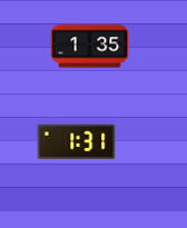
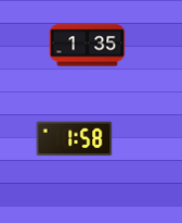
clock at (77, 142): 1:31 -> 1:58
